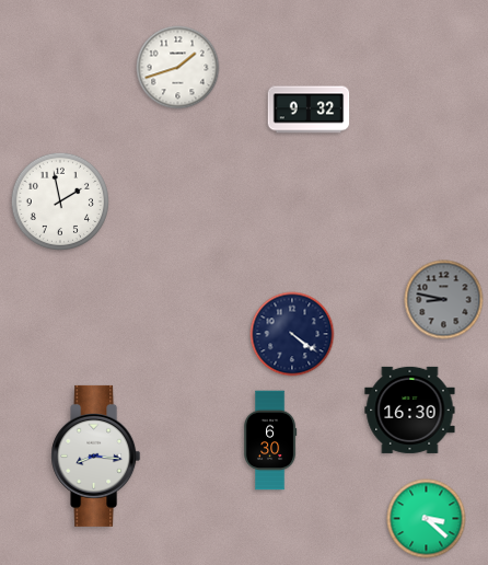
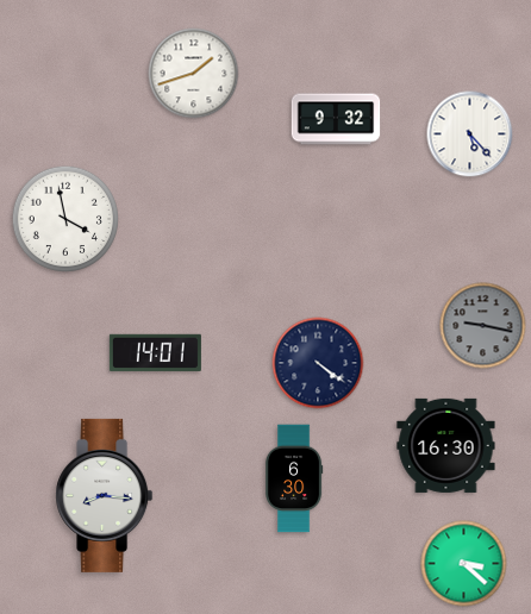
clock at (470, 134): none -> 5:23
clock at (59, 200): 1:58 -> 3:58
clock at (444, 300): 8:47 -> 9:17
clock at (155, 352): none -> 14:01
